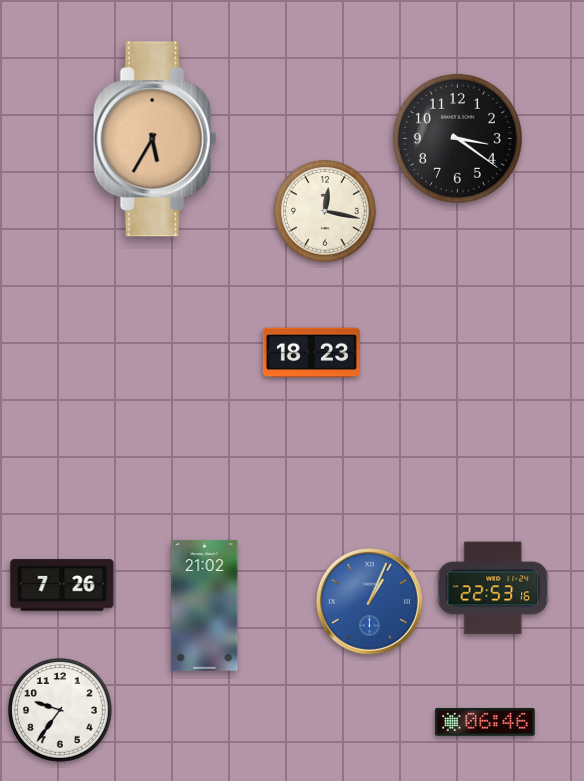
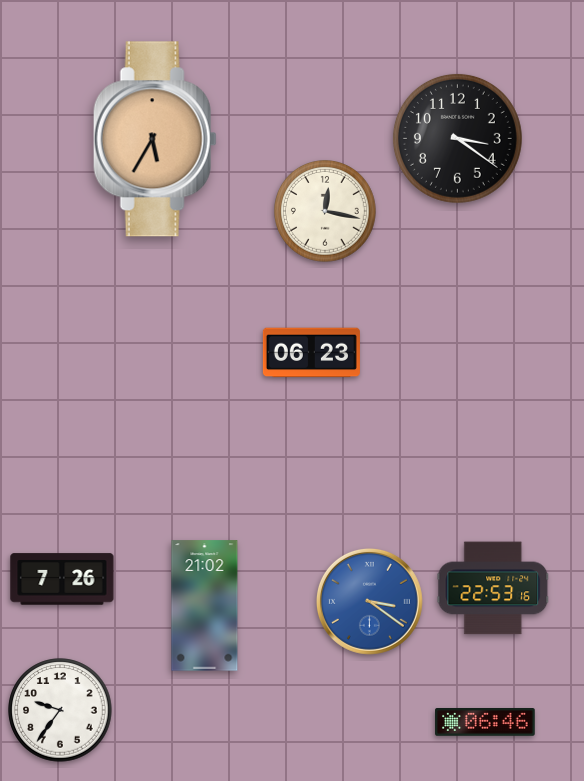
clock at (311, 353): 18:23 -> 06:23
clock at (62, 585) position: (62, 585) -> (62, 579)
clock at (369, 601): 1:04 -> 3:21
